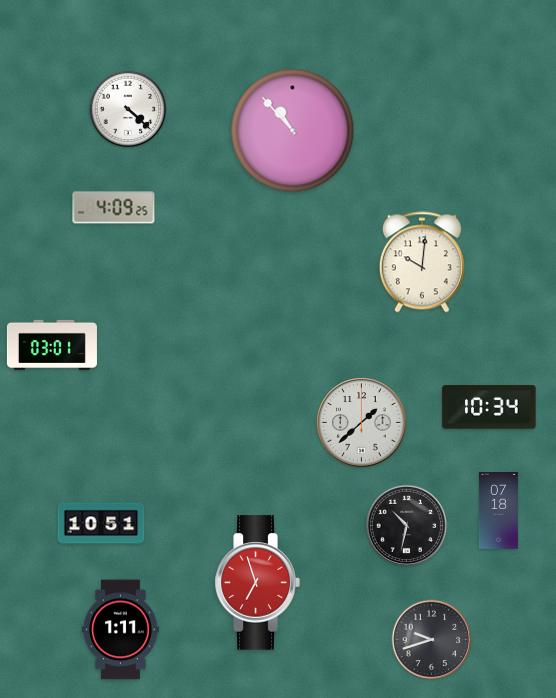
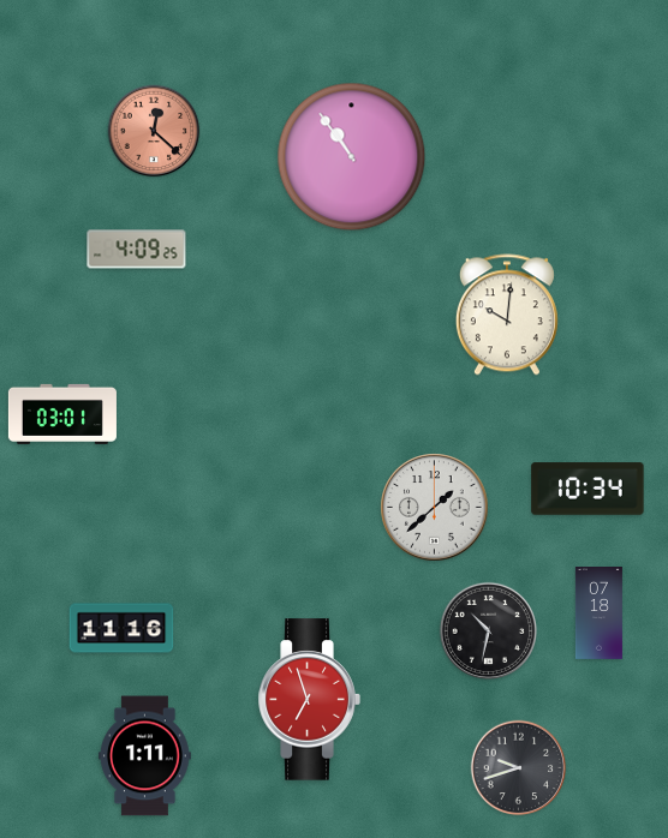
clock at (128, 109): 4:22 -> 12:22
clock at (128, 109) dial: white -> salmon
clock at (293, 131): 10:53 -> 10:54
clock at (101, 523): 10:51 -> 11:16
